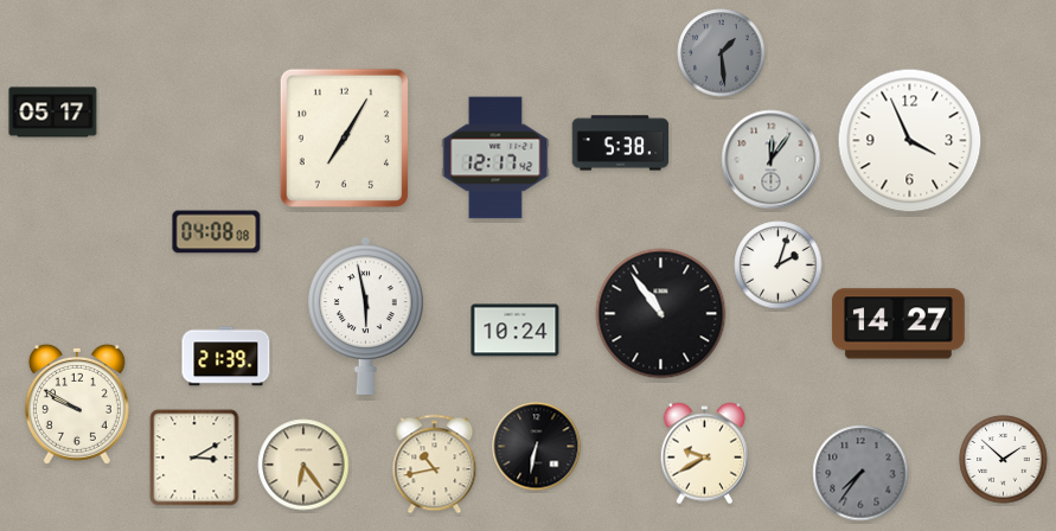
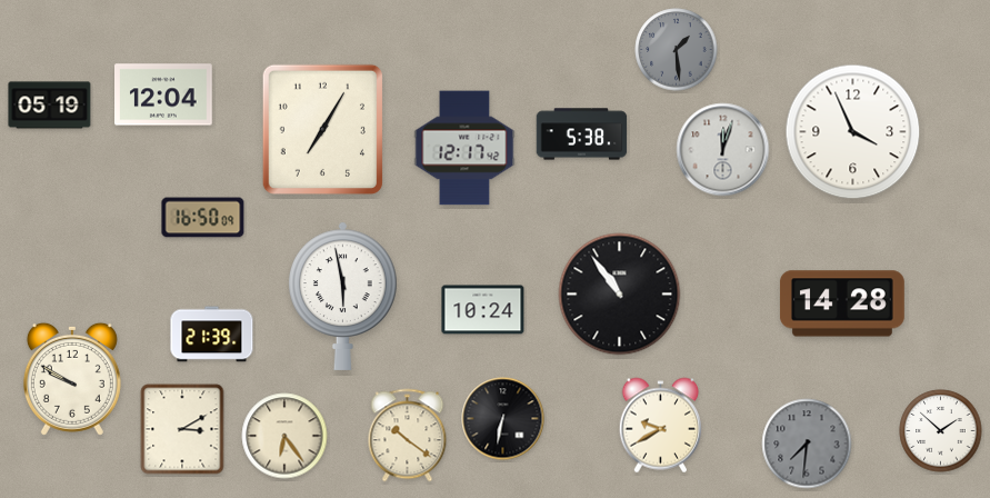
clock at (164, 94): none -> 12:04
clock at (53, 113): 05:17 -> 05:19
clock at (772, 160): 12:06 -> 12:03
clock at (217, 232): 04:08 -> 16:50
clock at (779, 265): 2:03 -> none
clock at (898, 324): 14:27 -> 14:28
clock at (435, 465): 10:43 -> 10:21
clock at (860, 473): 7:36 -> 7:31
